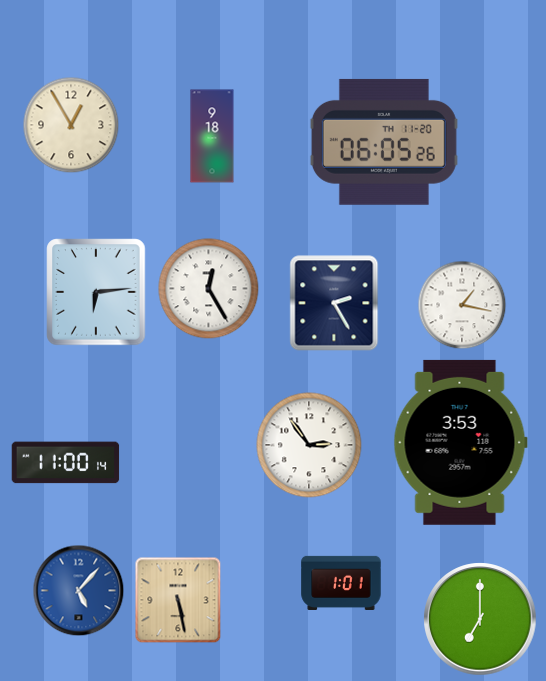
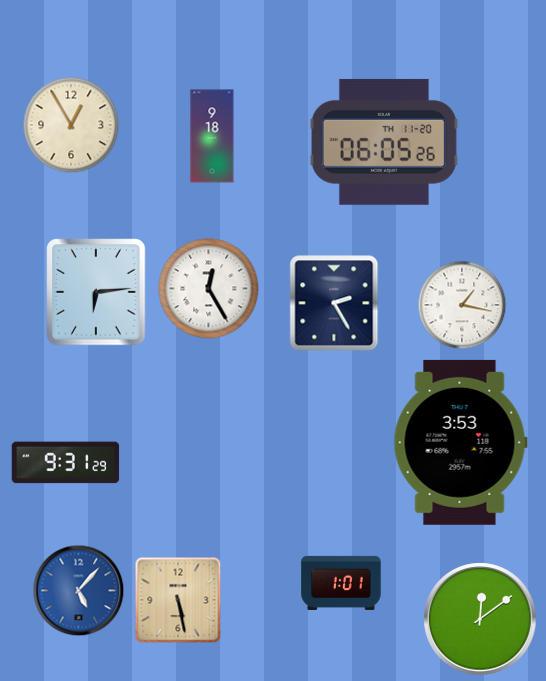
clock at (309, 445): 2:54 -> none
clock at (66, 463): 11:00 -> 9:31
clock at (480, 619): 7:00 -> 12:09
